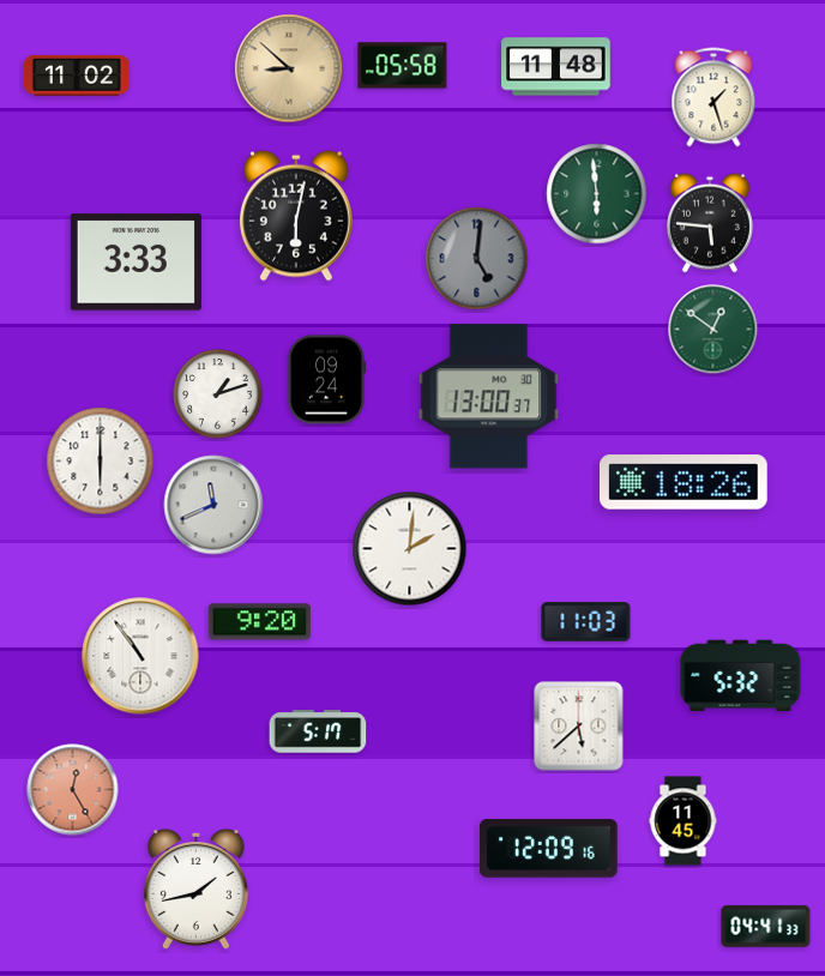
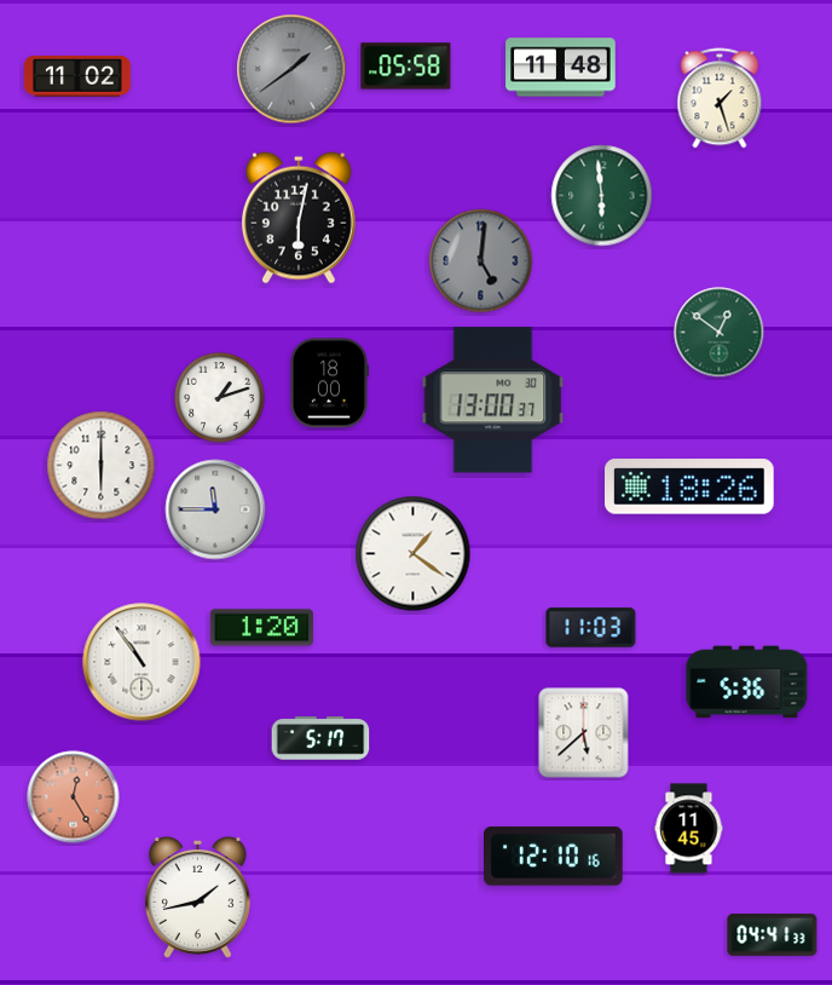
clock at (289, 68): 8:52 -> 1:39
clock at (289, 68) dial: champagne -> grey
clock at (710, 223): 5:46 -> none
clock at (136, 263): 3:33 -> none
clock at (325, 380): 09:24 -> 18:00
clock at (213, 505): 11:41 -> 11:45
clock at (410, 549): 2:01 -> 1:21
clock at (259, 622): 9:20 -> 1:20
clock at (741, 676): 5:32 -> 5:36
clock at (549, 849): 12:09 -> 12:10
